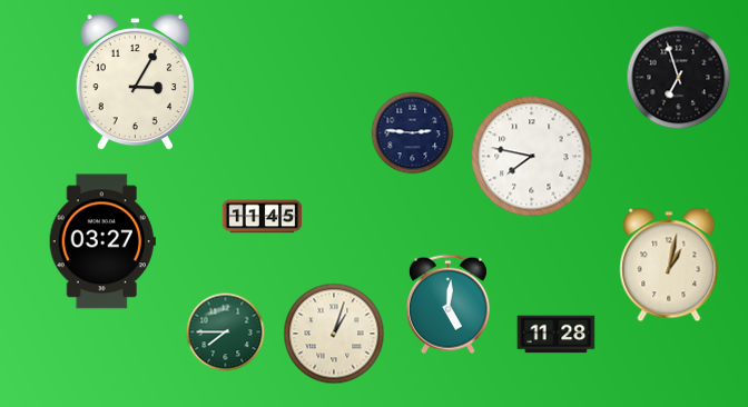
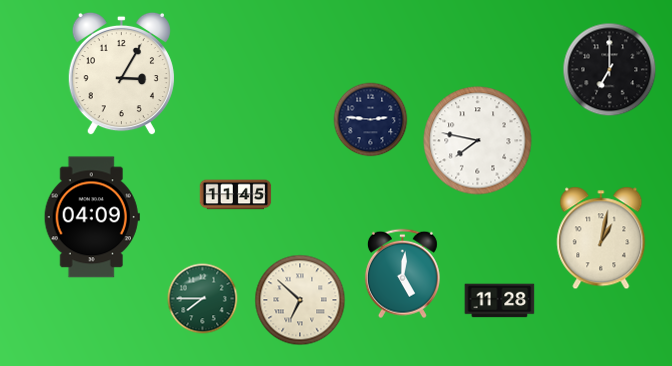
clock at (679, 78): 6:57 -> 7:00
clock at (102, 241): 03:27 -> 04:09
clock at (334, 334): 1:03 -> 6:52
